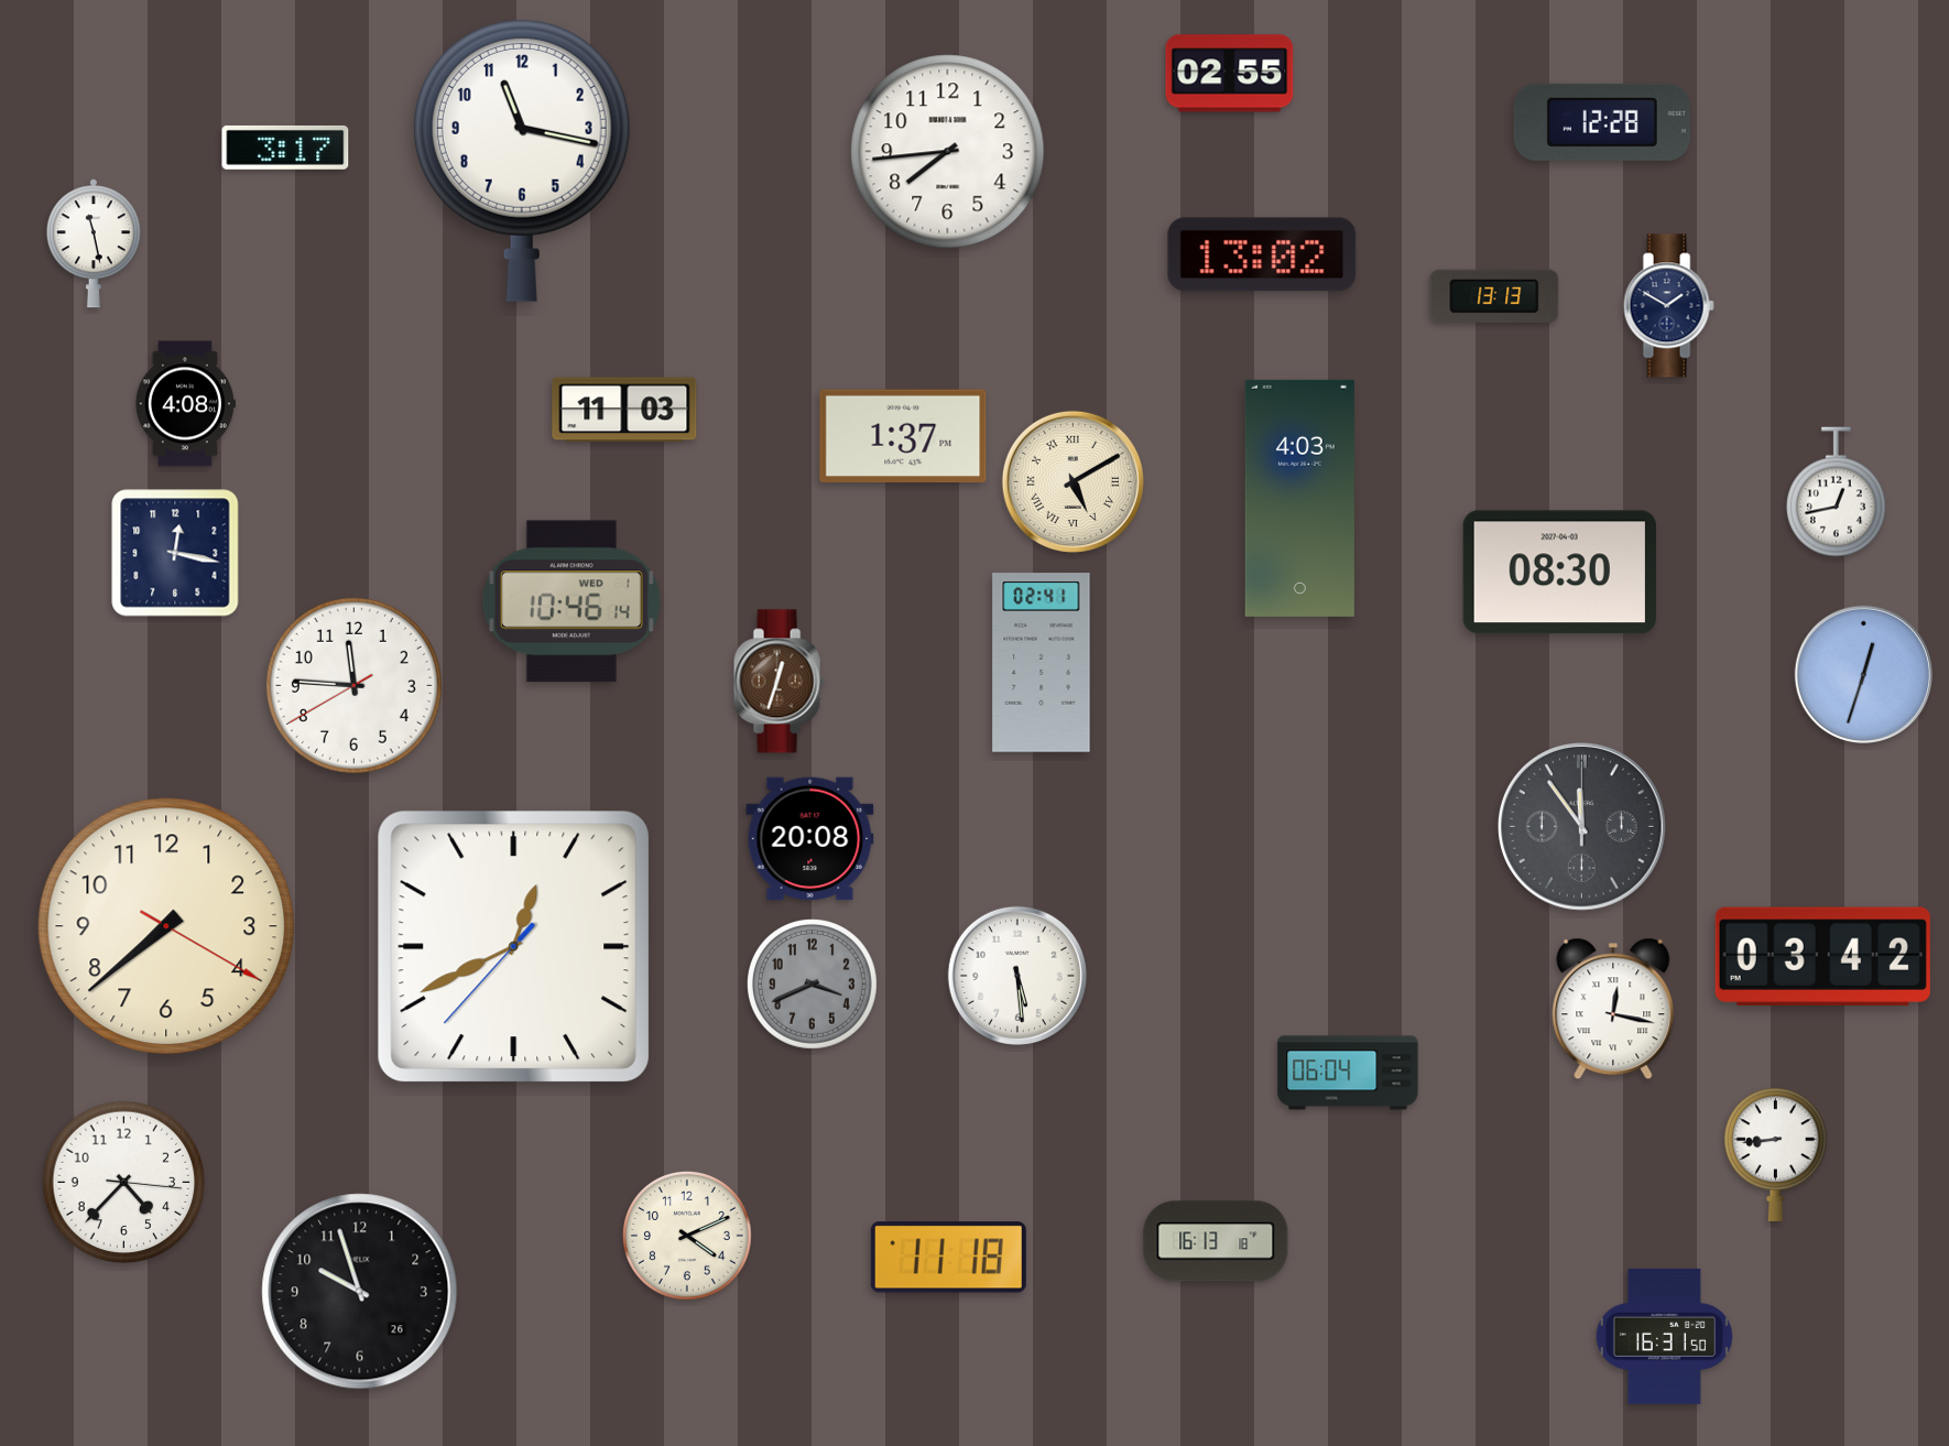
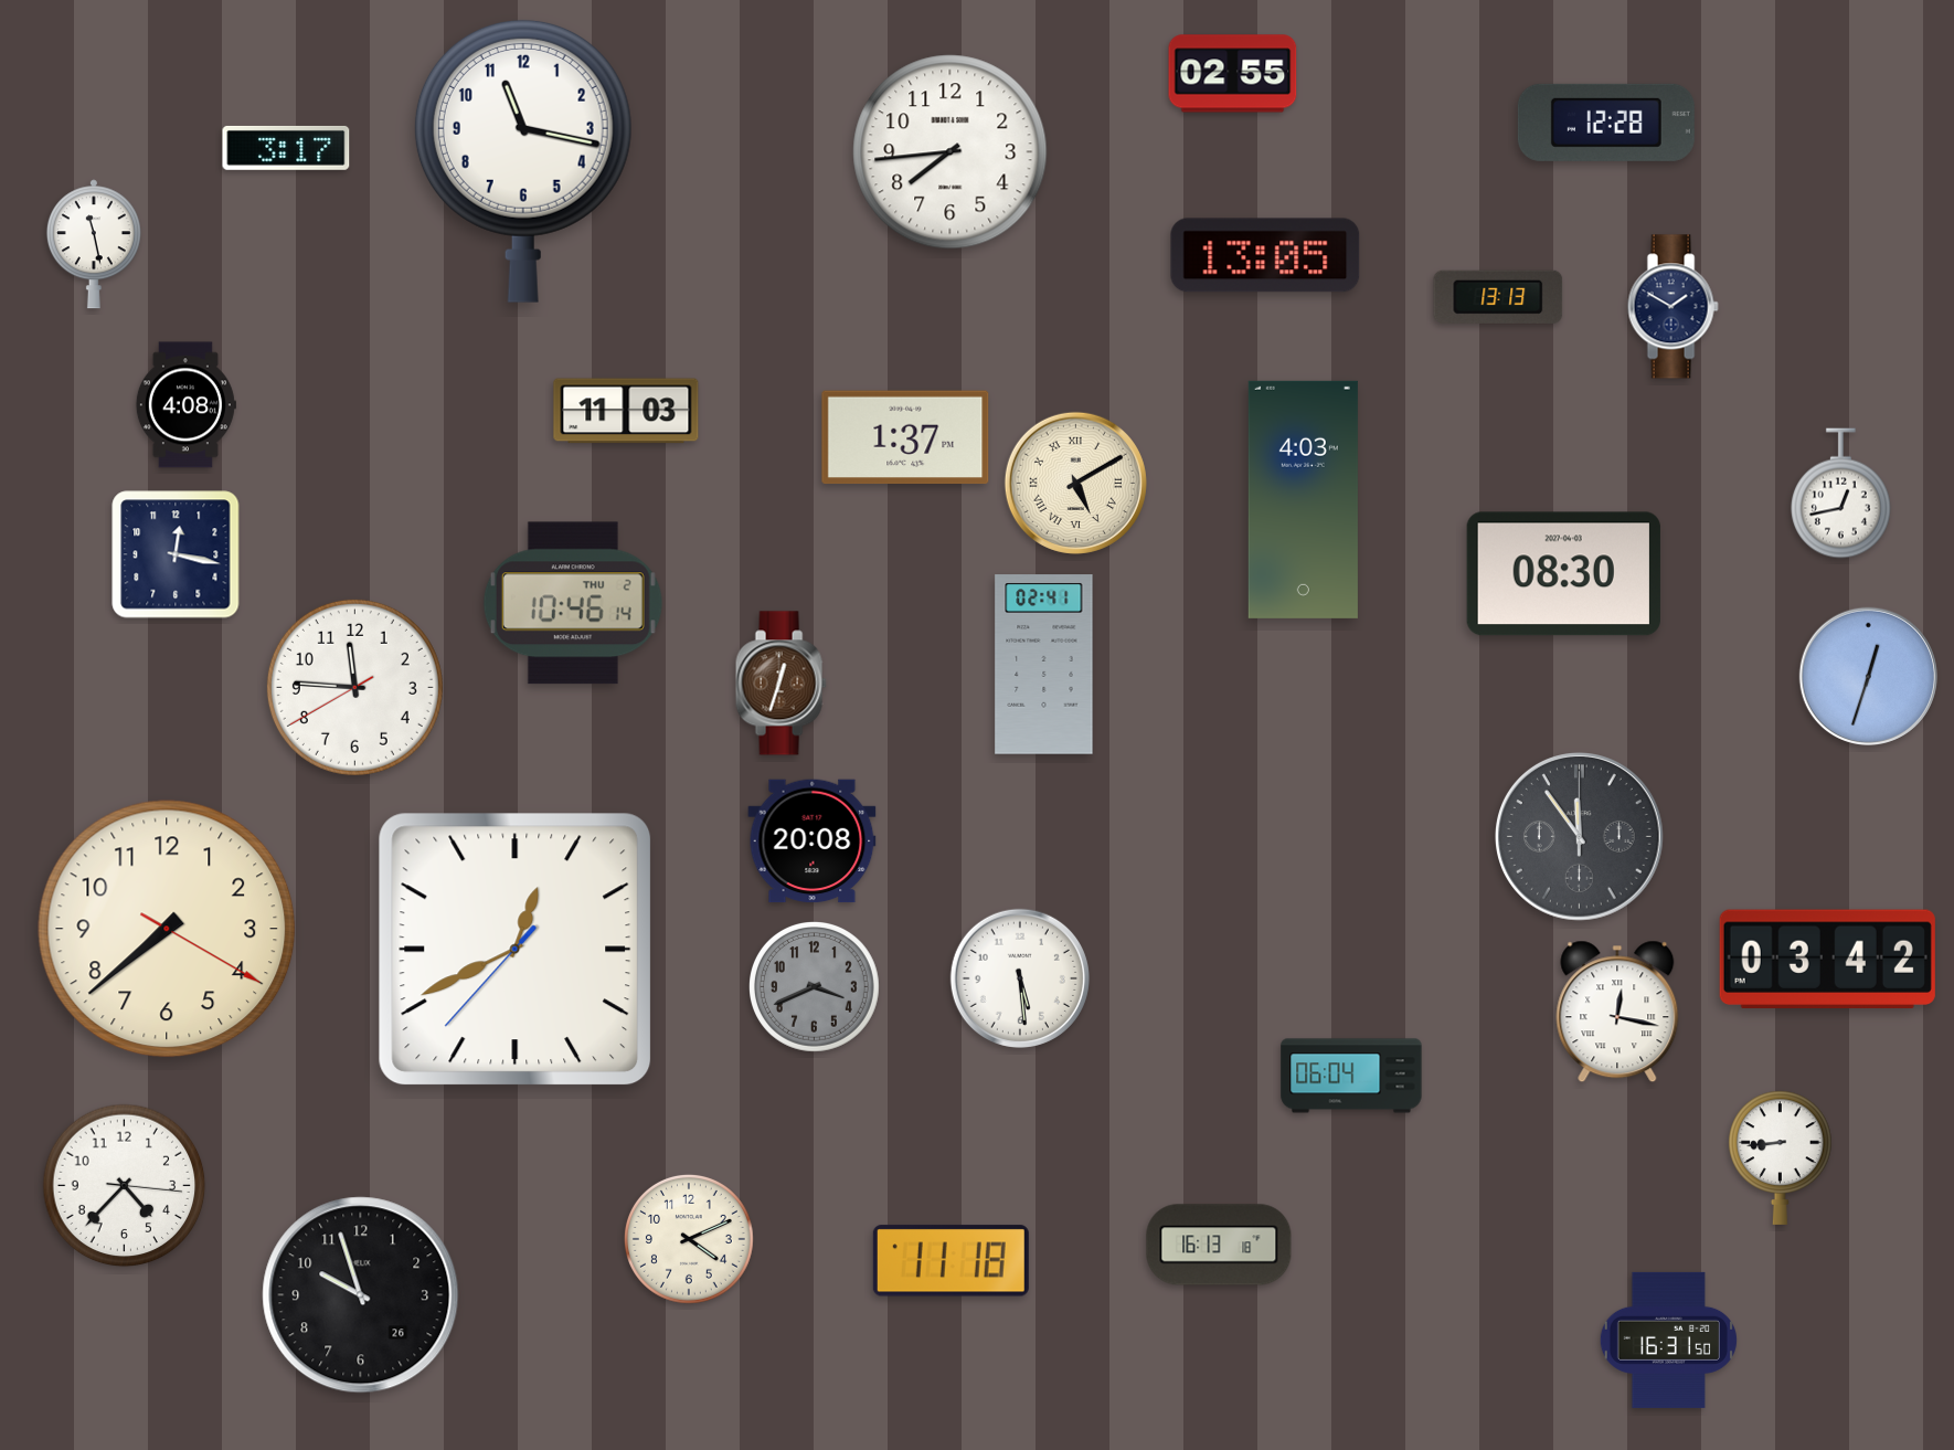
clock at (1262, 254): 13:02 -> 13:05
clock at (571, 601) date: WED 1 -> THU 2
clock at (1582, 827) position: (1582, 827) -> (1580, 837)
